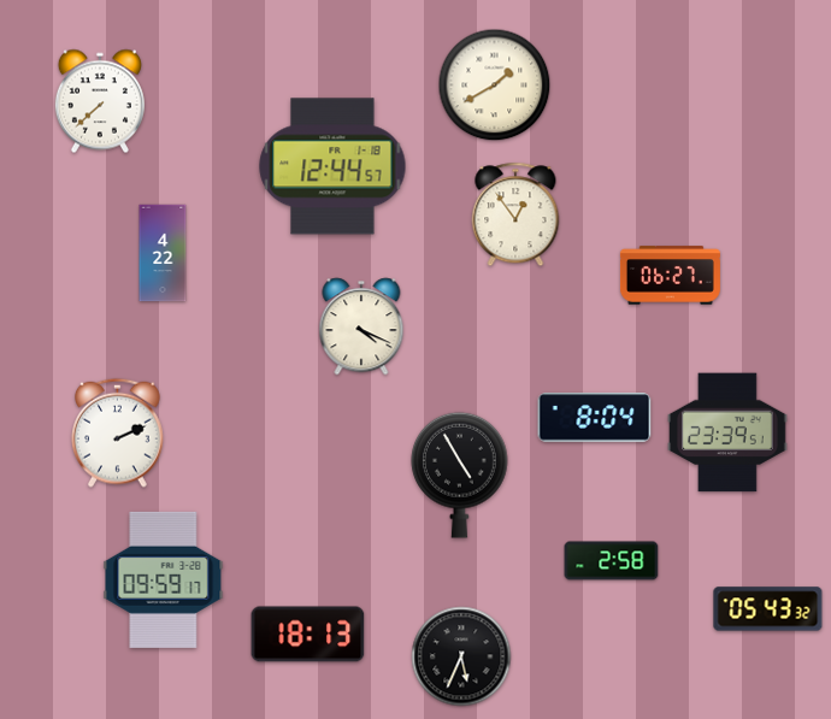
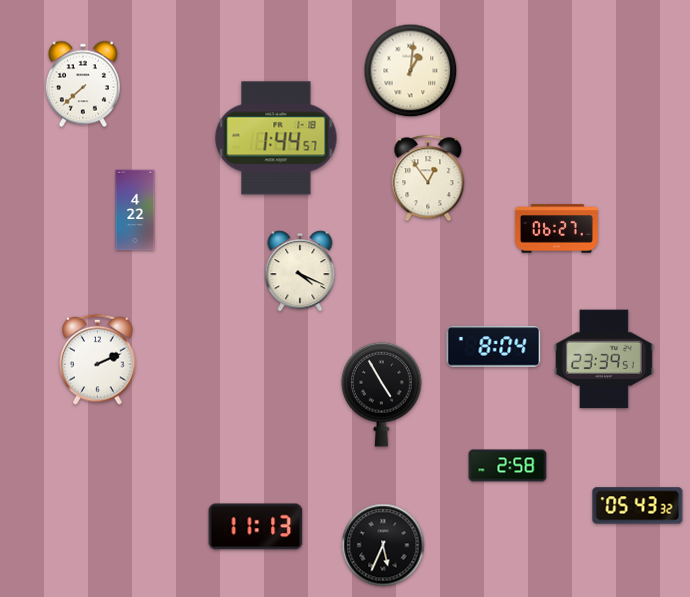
clock at (495, 86): 1:40 -> 1:01
clock at (332, 166): 12:44 -> 1:44
clock at (164, 579): 09:59 -> none
clock at (308, 635): 18:13 -> 11:13
